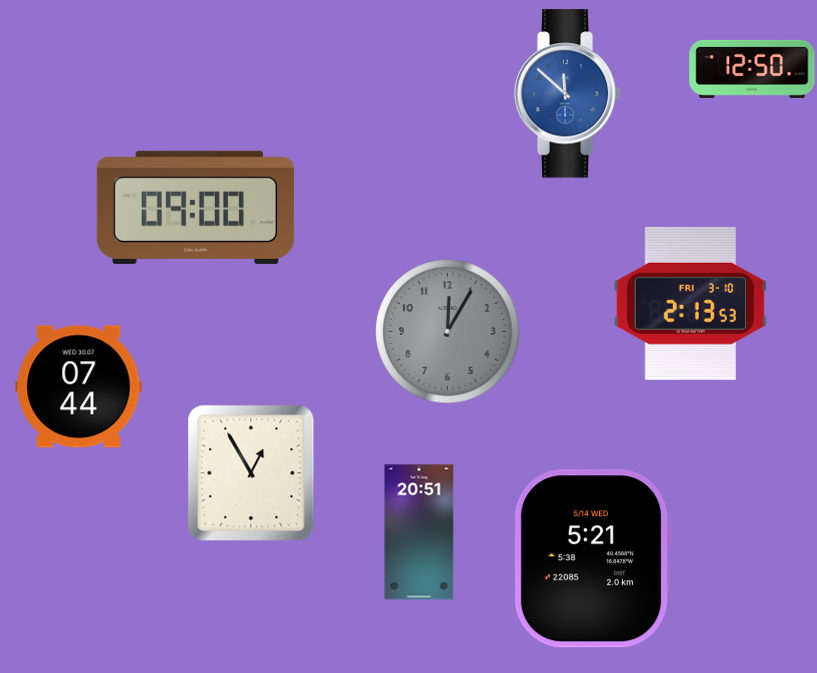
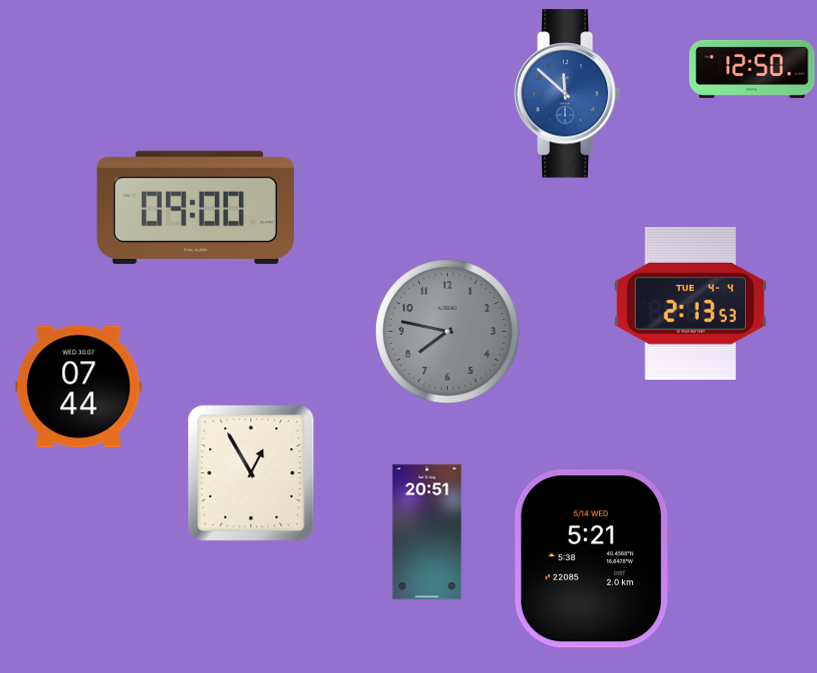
clock at (690, 303) date: FRI 3-10 -> TUE 4-4
clock at (448, 332): 12:05 -> 7:47
clock at (419, 532) position: (419, 532) -> (427, 532)
